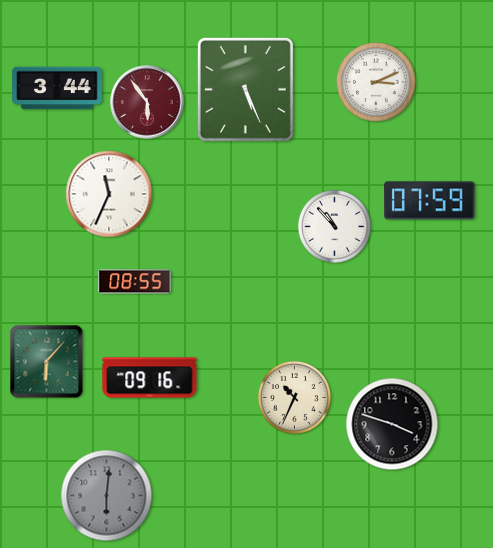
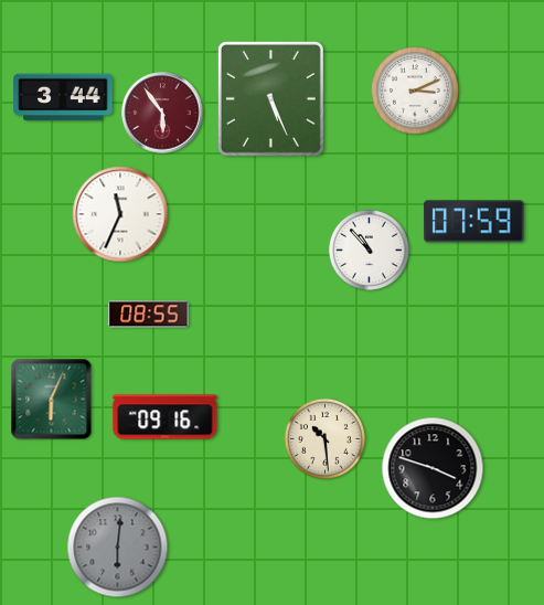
clock at (135, 282) position: (135, 282) -> (149, 315)
clock at (47, 362): 6:07 -> 6:04
clock at (294, 397): 10:34 -> 10:29
